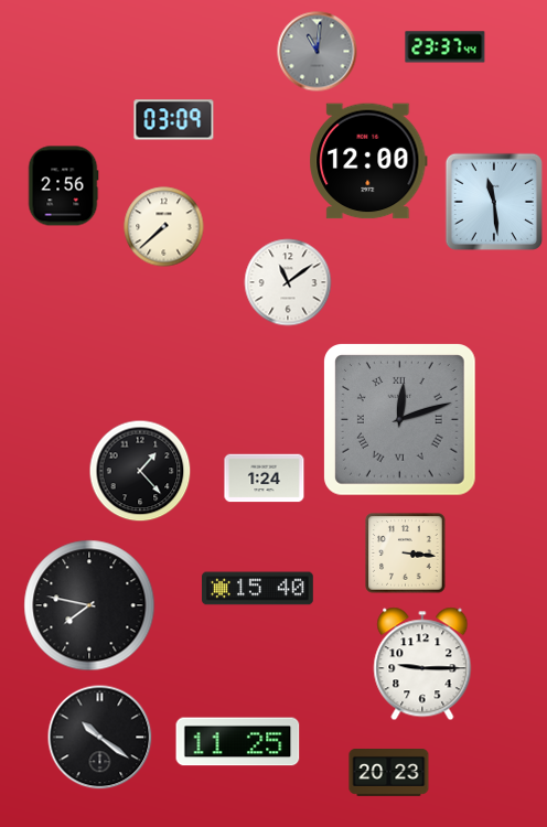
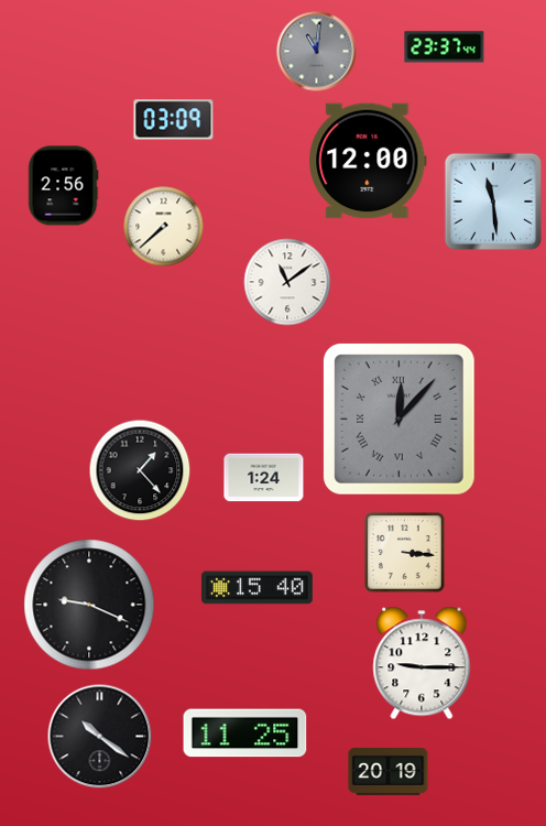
clock at (400, 420): 12:12 -> 12:07
clock at (89, 605): 7:47 -> 9:19
clock at (238, 742) position: (238, 742) -> (245, 733)
clock at (389, 773): 20:23 -> 20:19
